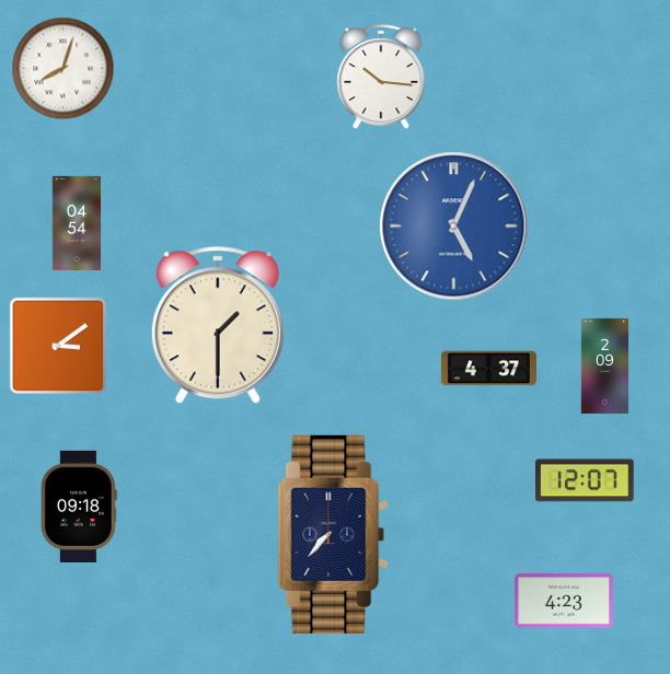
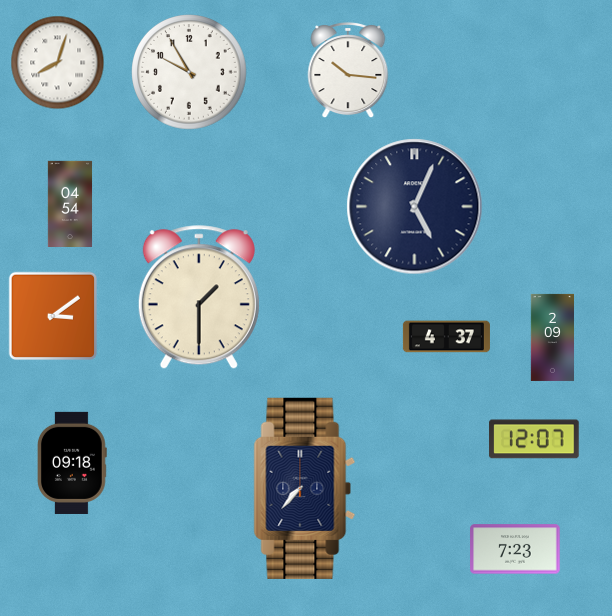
clock at (189, 72): none -> 9:55
clock at (454, 226) dial: blue -> navy
clock at (604, 365) position: (604, 365) -> (552, 337)
clock at (564, 601): 4:23 -> 7:23
